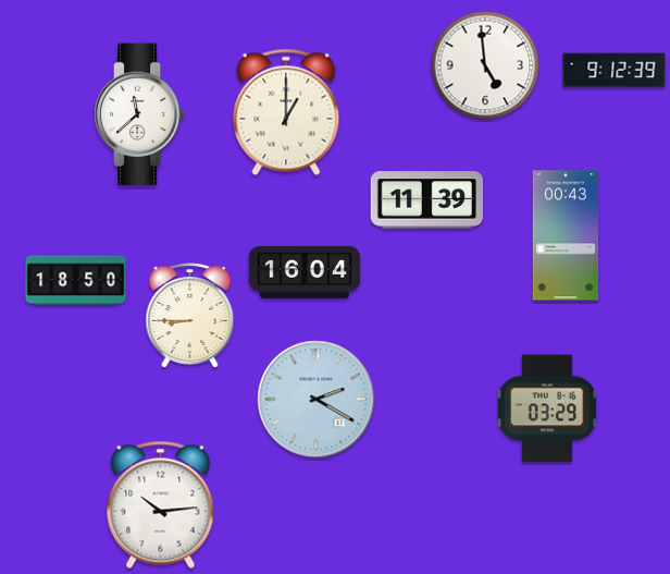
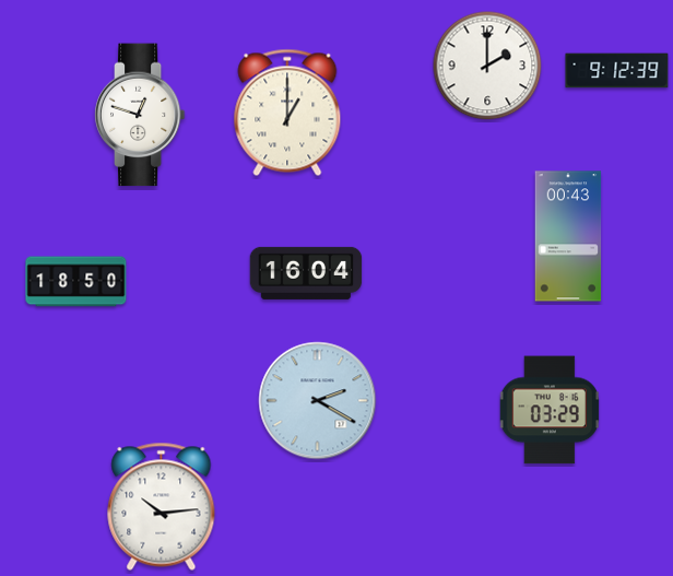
clock at (485, 65): 4:59 -> 2:00
clock at (139, 114): 11:38 -> 12:48
clock at (426, 200): 11:39 -> none
clock at (190, 316): 8:45 -> none
